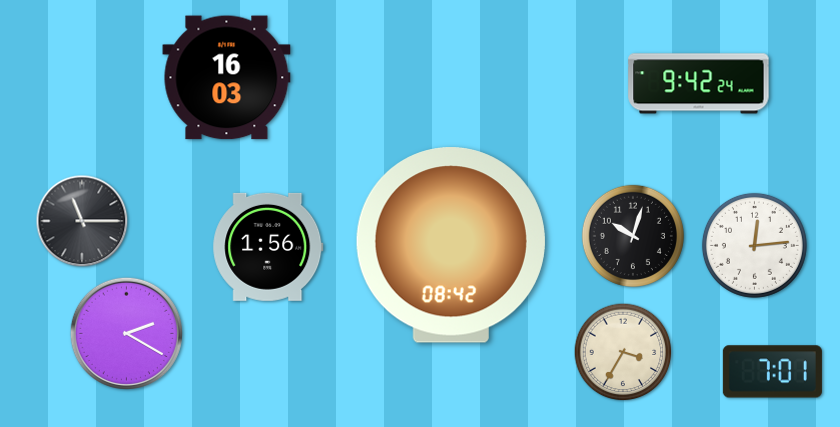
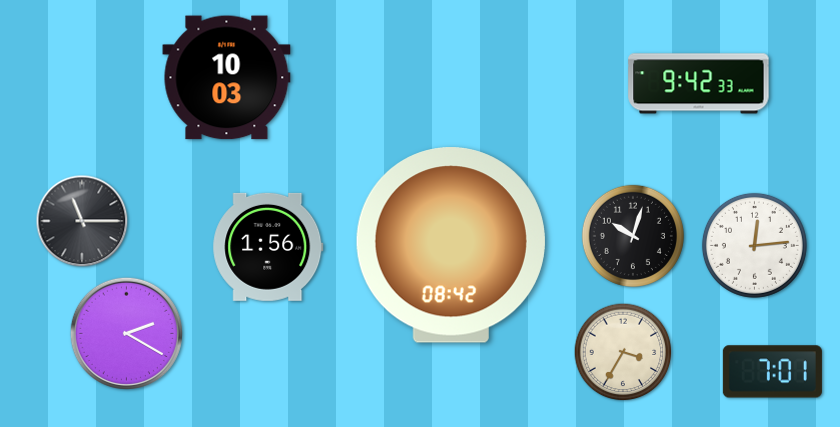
clock at (227, 78): 16:03 -> 10:03
clock at (699, 84): 9:42:24 -> 9:42:33
